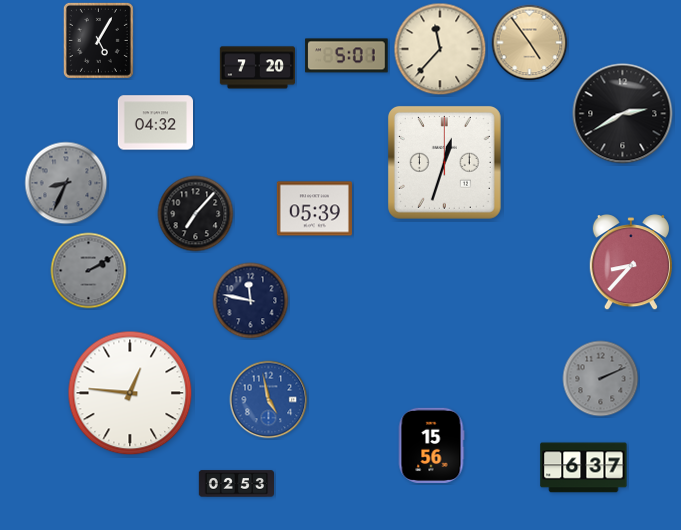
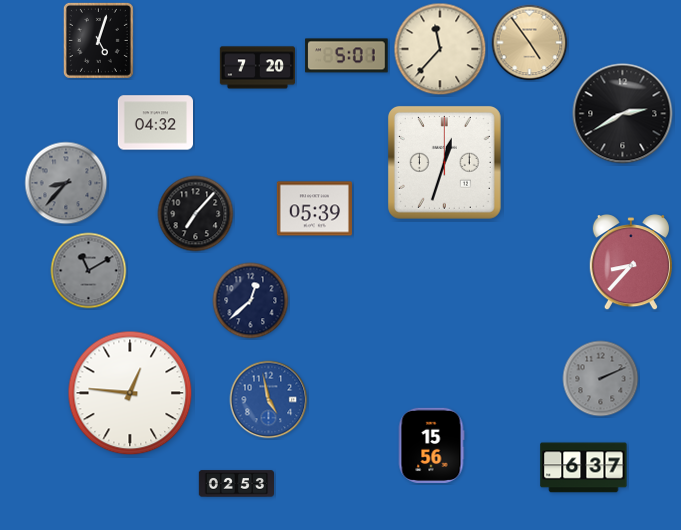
clock at (98, 40): 5:05 -> 5:03
clock at (66, 183): 8:34 -> 8:37
clock at (89, 271): 2:10 -> 11:10
clock at (251, 301): 11:47 -> 12:38
